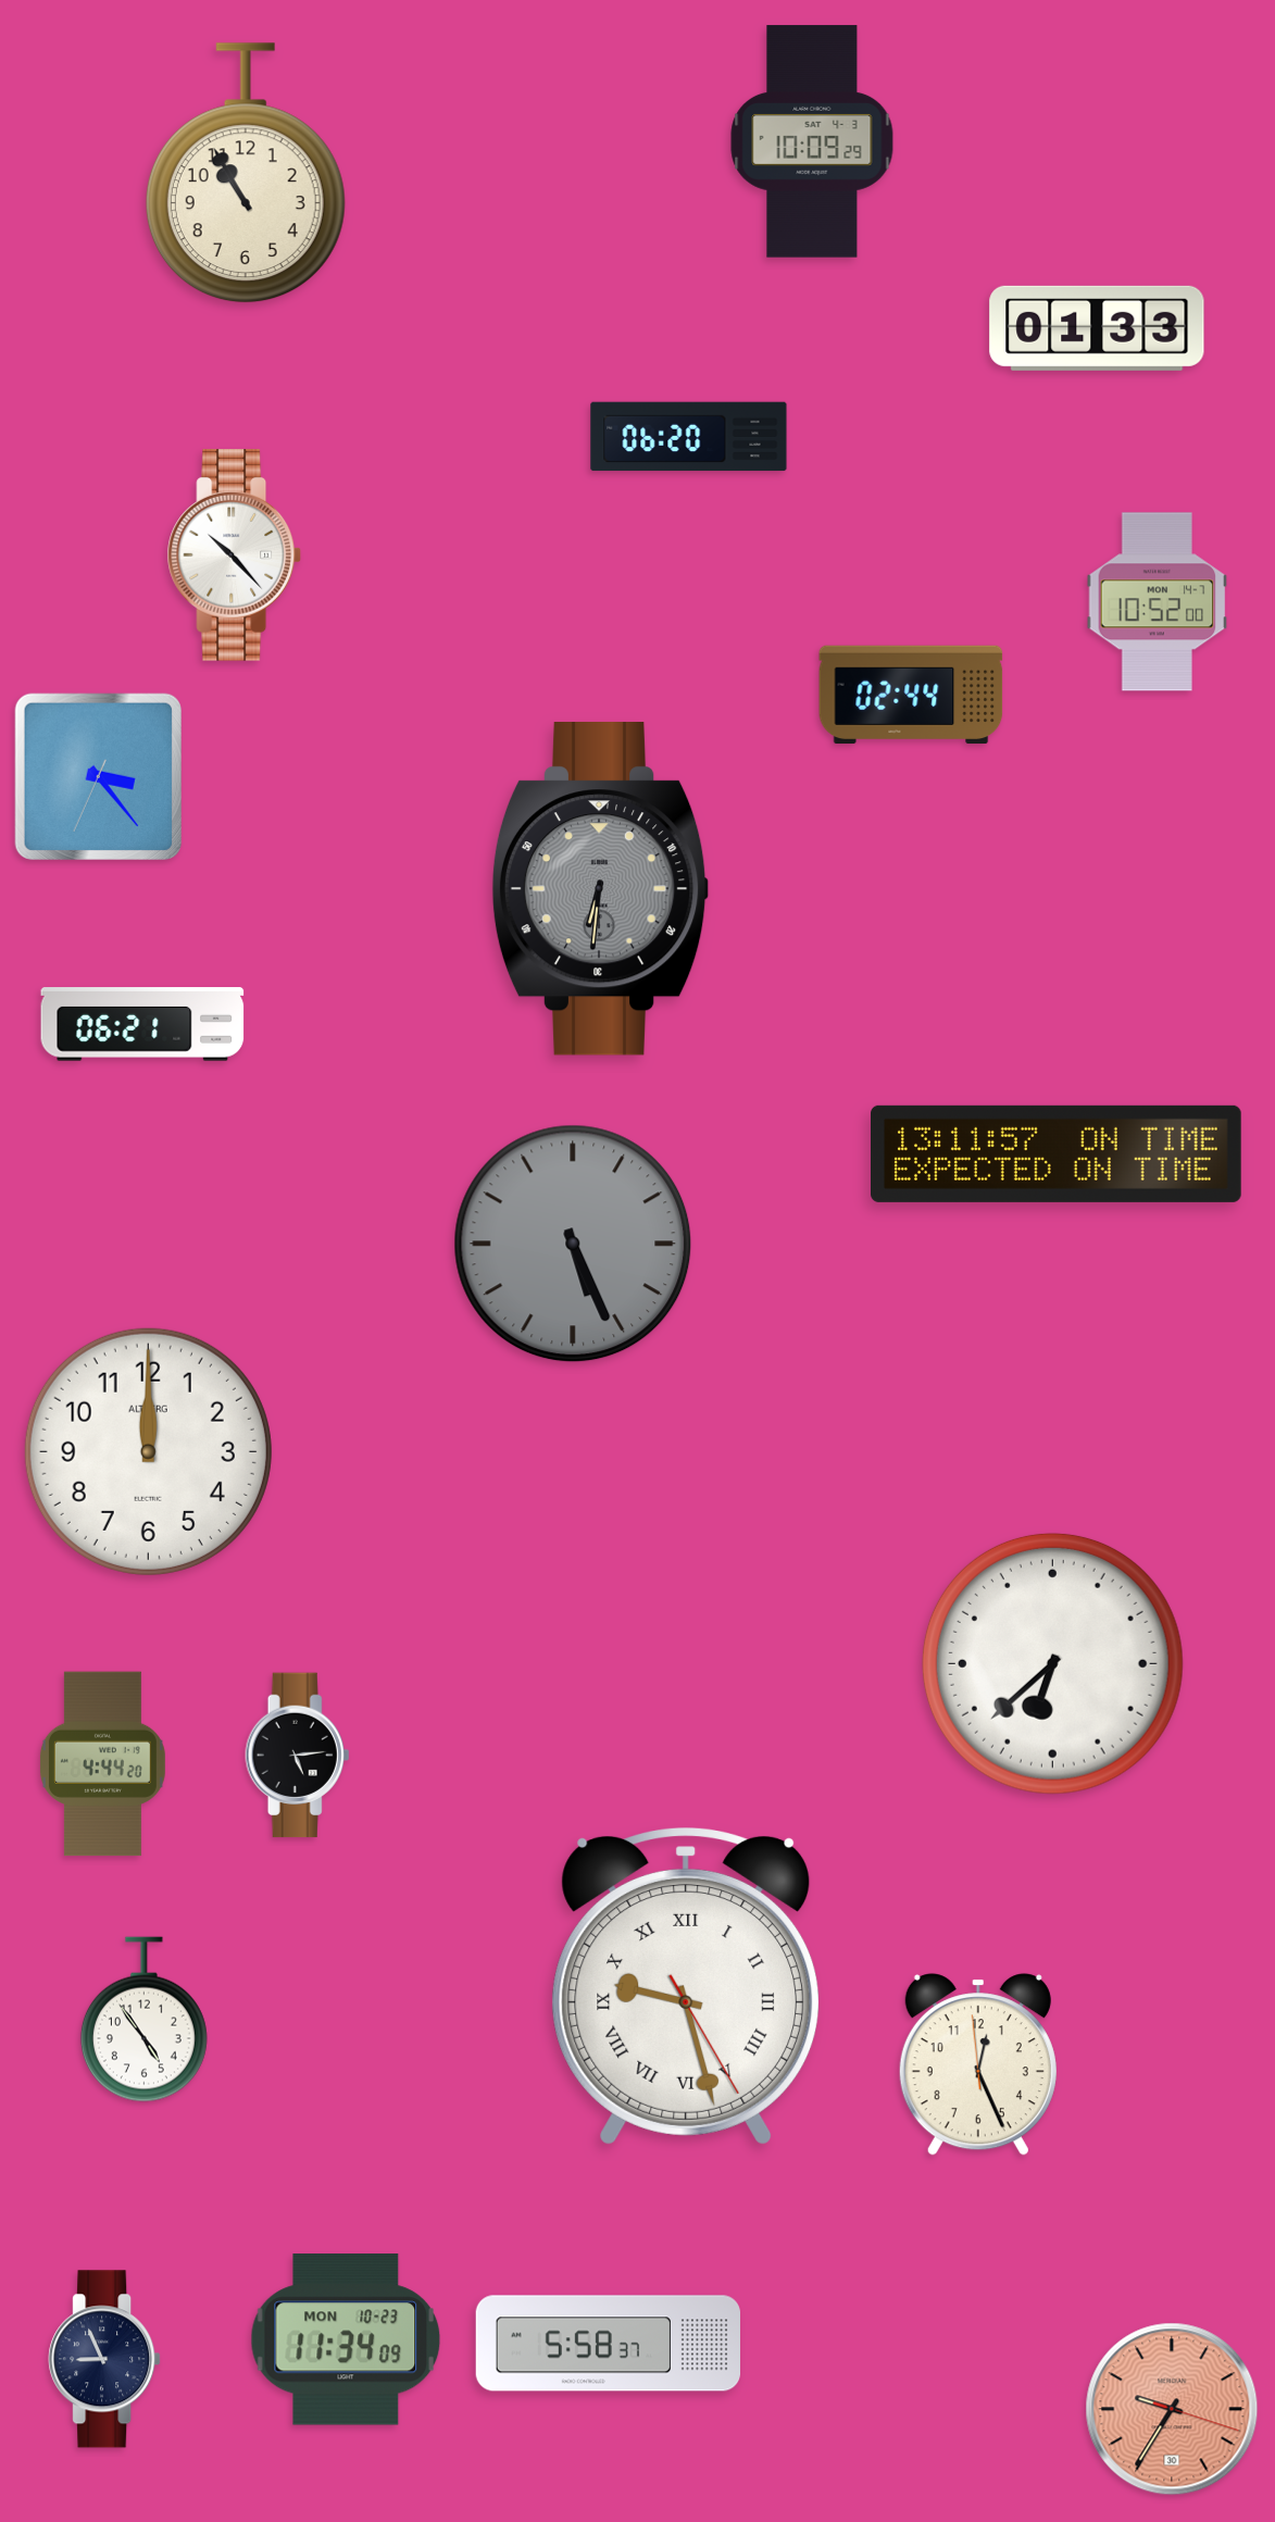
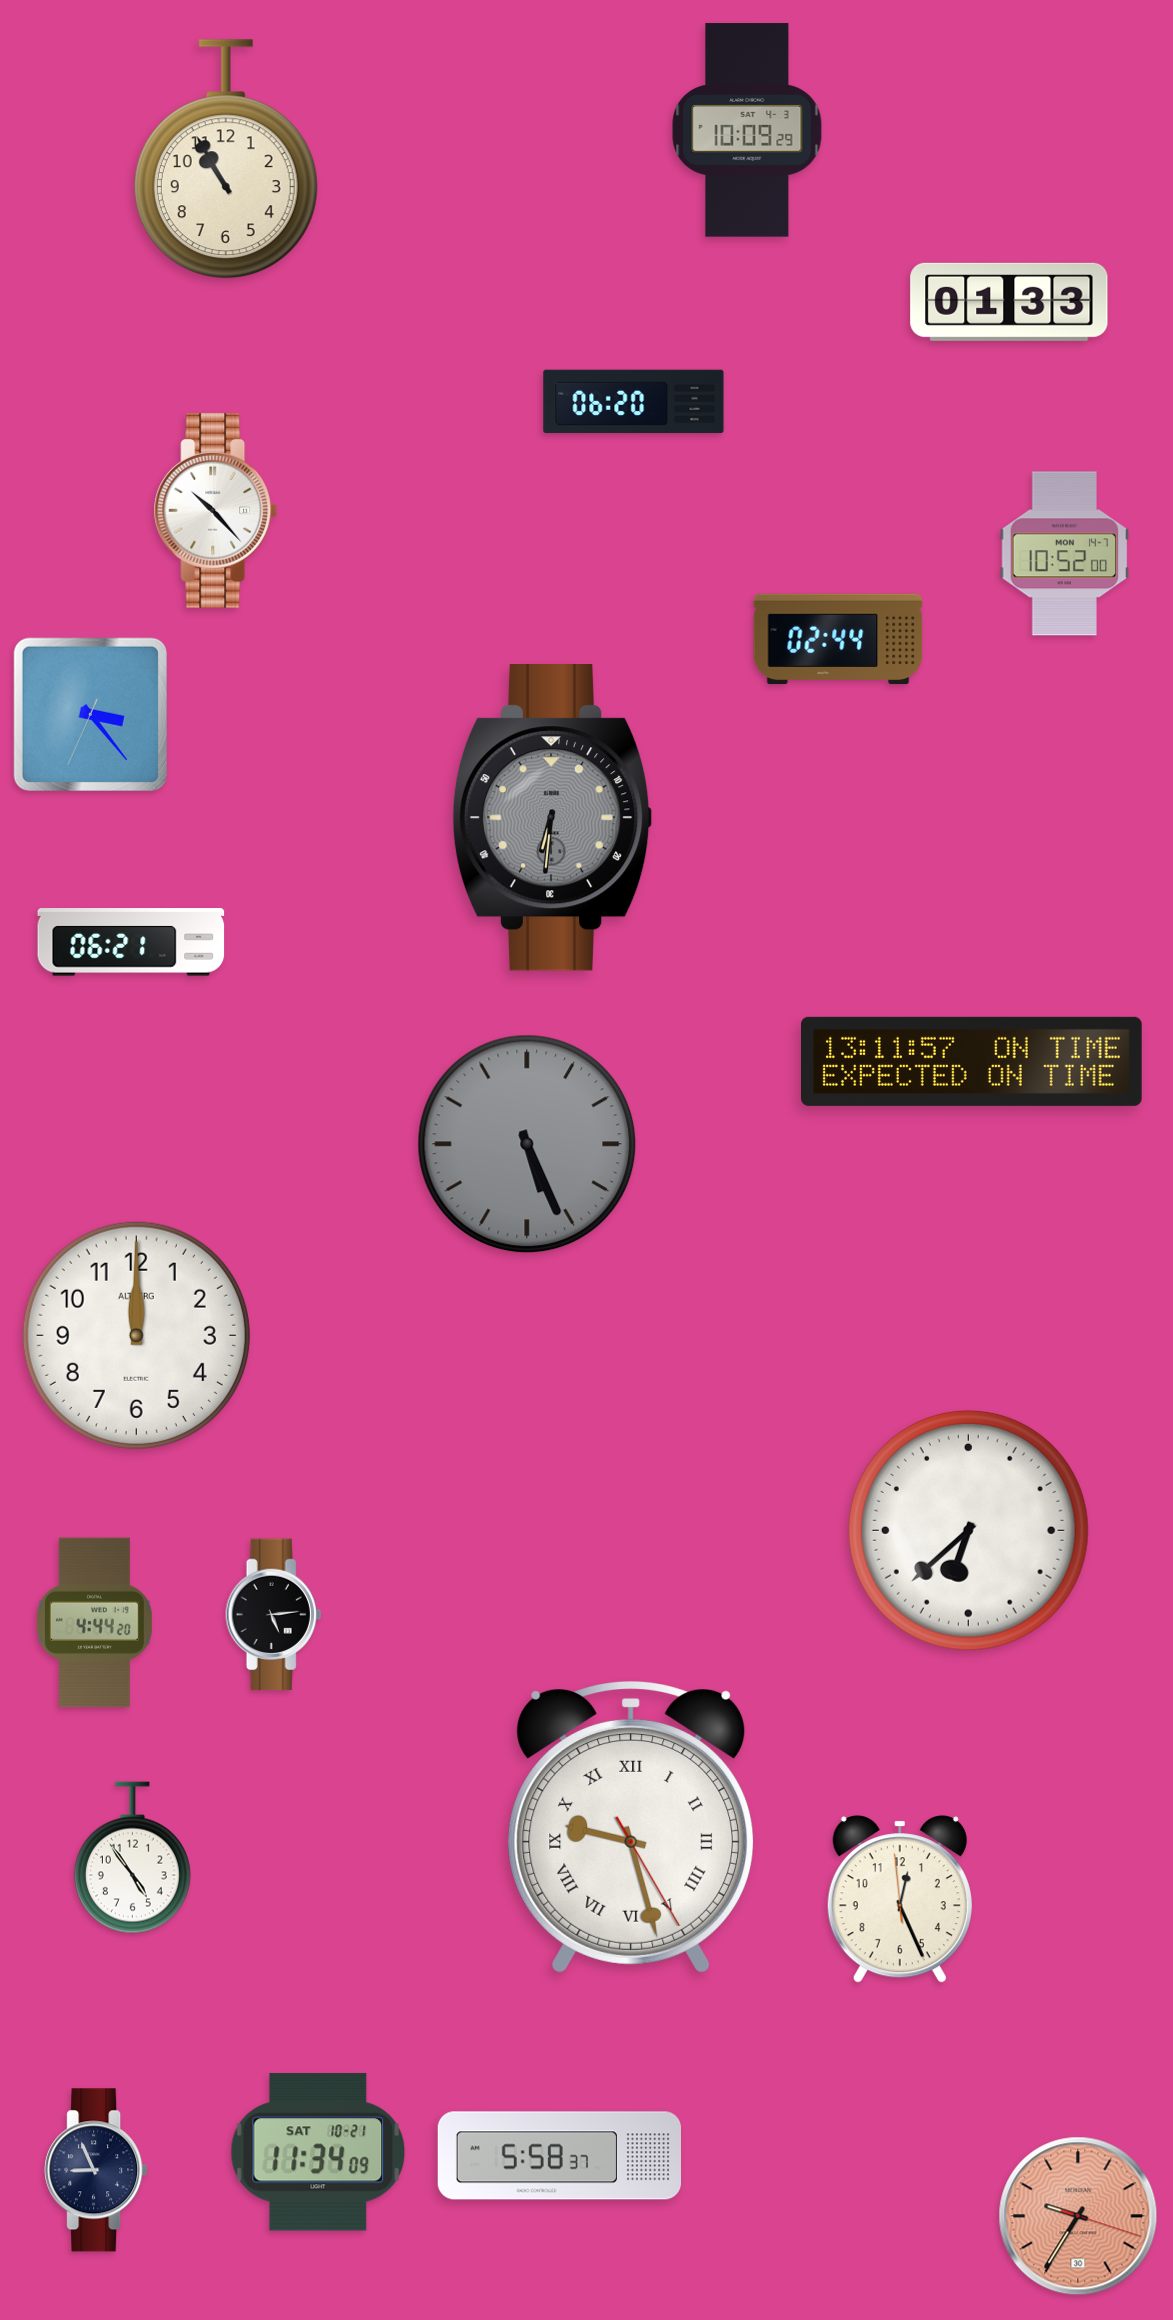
clock at (346, 2339) date: MON 10-23 -> SAT 10-21
